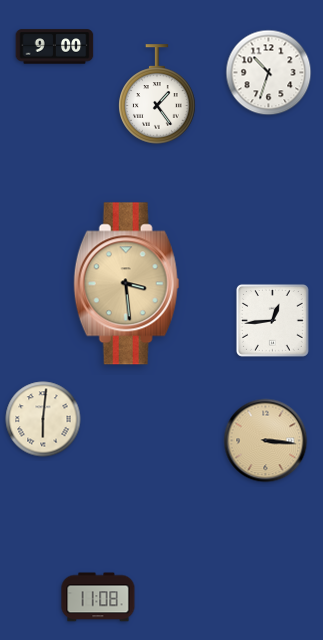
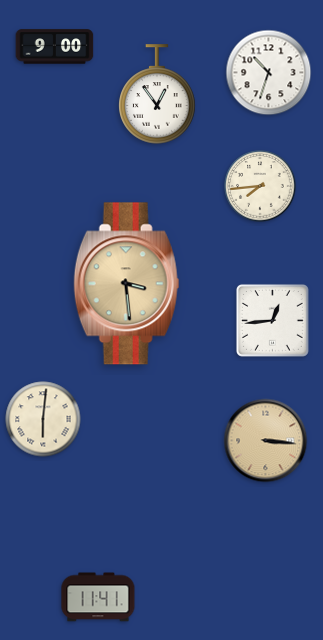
clock at (157, 94): 1:24 -> 12:54
clock at (260, 186): none -> 7:44
clock at (98, 597): 11:08 -> 11:41
